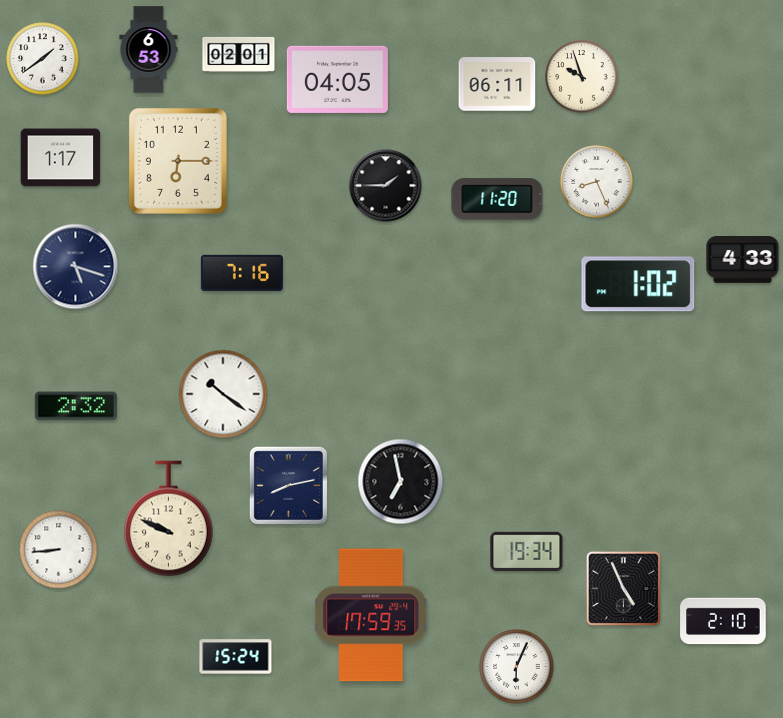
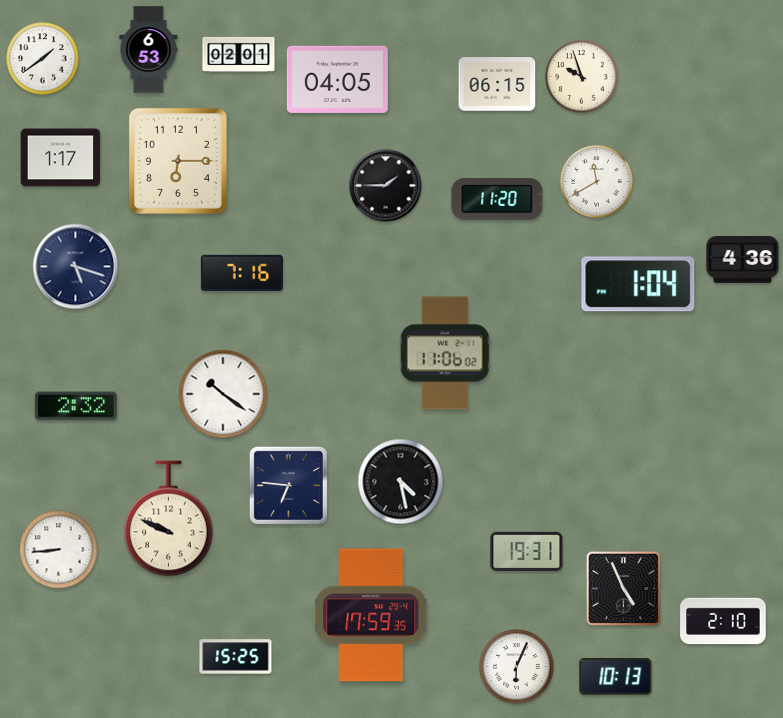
clock at (497, 84): 06:11 -> 06:15
clock at (597, 182): 8:26 -> 11:40
clock at (743, 260): 4:33 -> 4:36
clock at (638, 284): 1:02 -> 1:04
clock at (445, 353): none -> 11:06
clock at (401, 482): 6:58 -> 4:28
clock at (288, 485): 8:13 -> 6:46
clock at (527, 551): 19:34 -> 19:31
clock at (236, 657): 15:24 -> 15:25
clock at (616, 677): none -> 10:13
